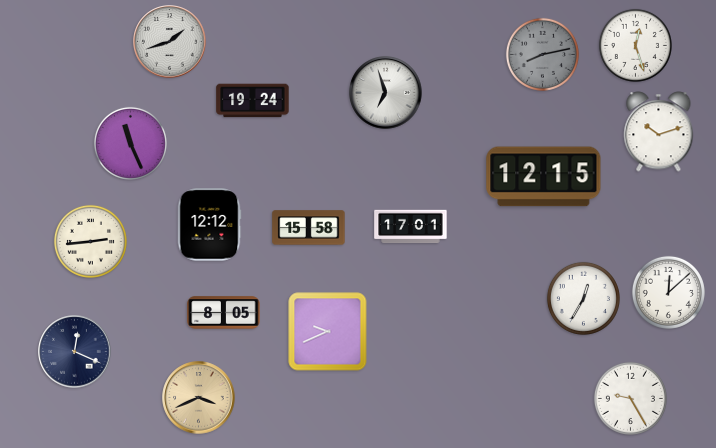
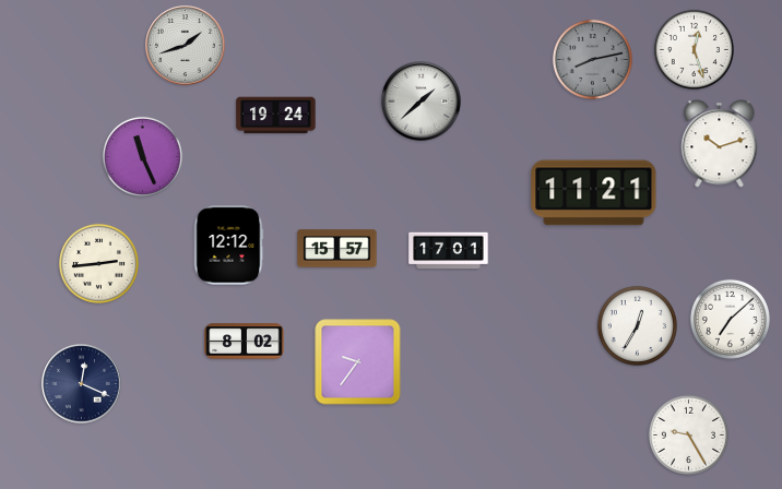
clock at (386, 93): 6:57 -> 1:38
clock at (253, 101) position: (253, 101) -> (276, 116)
clock at (544, 177): 12:15 -> 11:21
clock at (411, 227) position: (411, 227) -> (449, 251)
clock at (309, 228): 15:58 -> 15:57
clock at (668, 292): 12:08 -> 7:08
clock at (224, 313): 8:05 -> 8:02
clock at (328, 332): 9:41 -> 9:36
clock at (199, 398): 3:41 -> none
